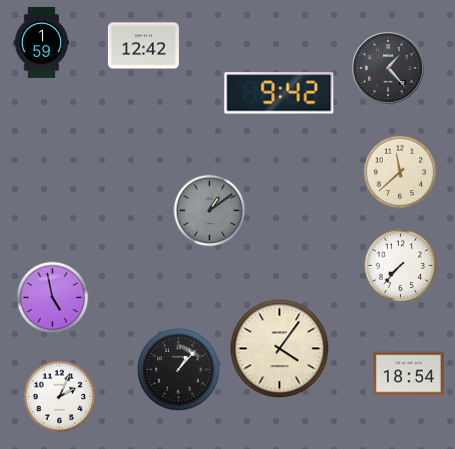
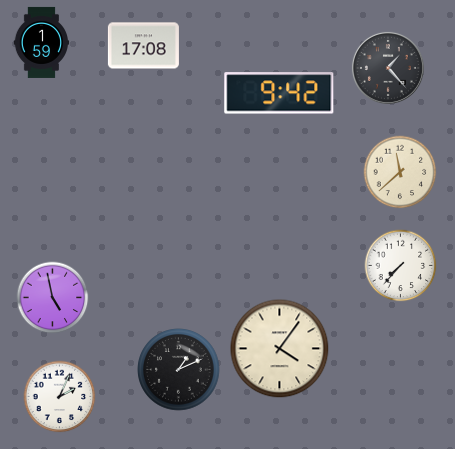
clock at (143, 46): 12:42 -> 17:08
clock at (210, 211): 1:09 -> none
clock at (179, 370): 1:07 -> 1:11
clock at (408, 374): 18:54 -> none
